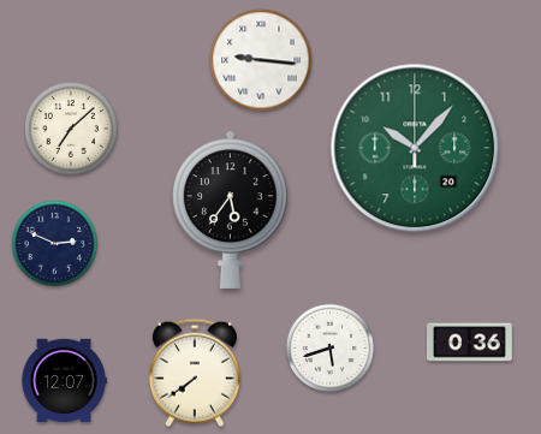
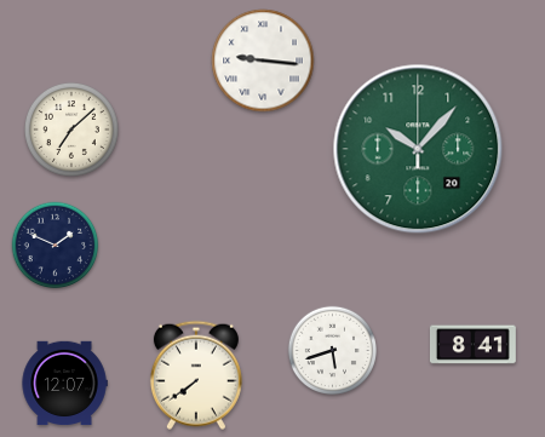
clock at (231, 209): 5:36 -> none
clock at (55, 244): 2:49 -> 1:49
clock at (469, 343): 0:36 -> 8:41
